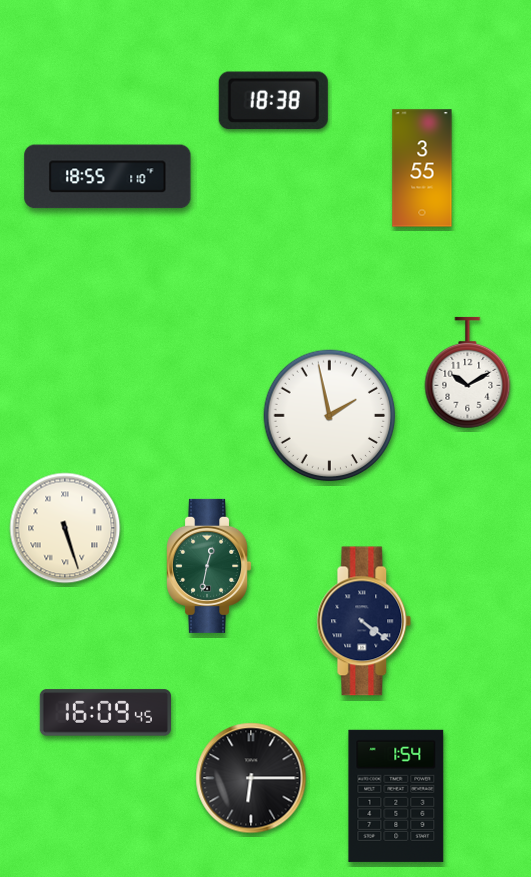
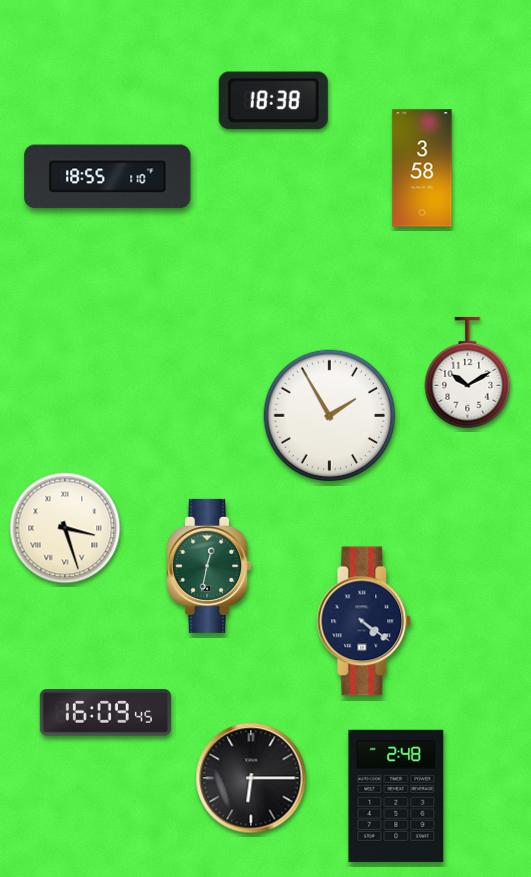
clock at (422, 168): 3:55 -> 3:58
clock at (330, 416): 1:58 -> 1:55
clock at (65, 528): 5:27 -> 3:27
clock at (396, 796): 1:54 -> 2:48
